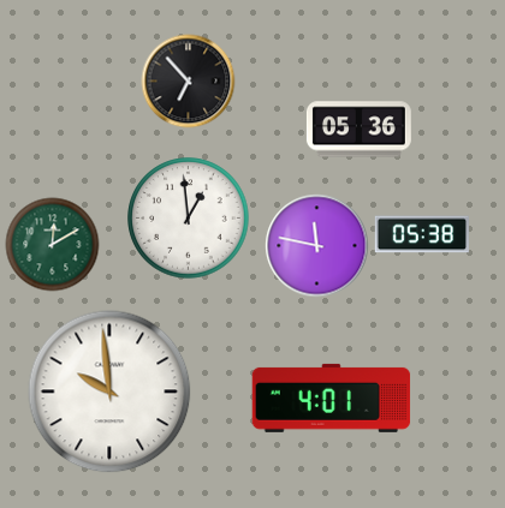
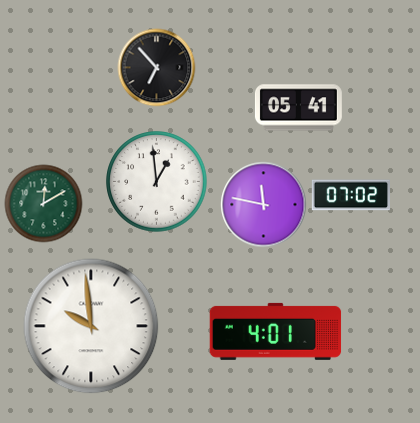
clock at (358, 130): 05:36 -> 05:41
clock at (421, 234): 05:38 -> 07:02
